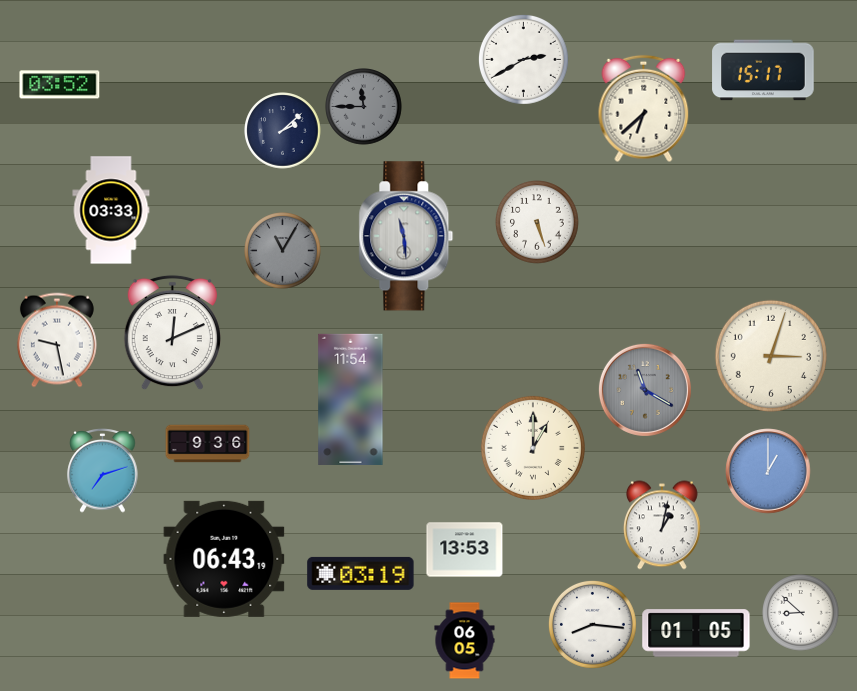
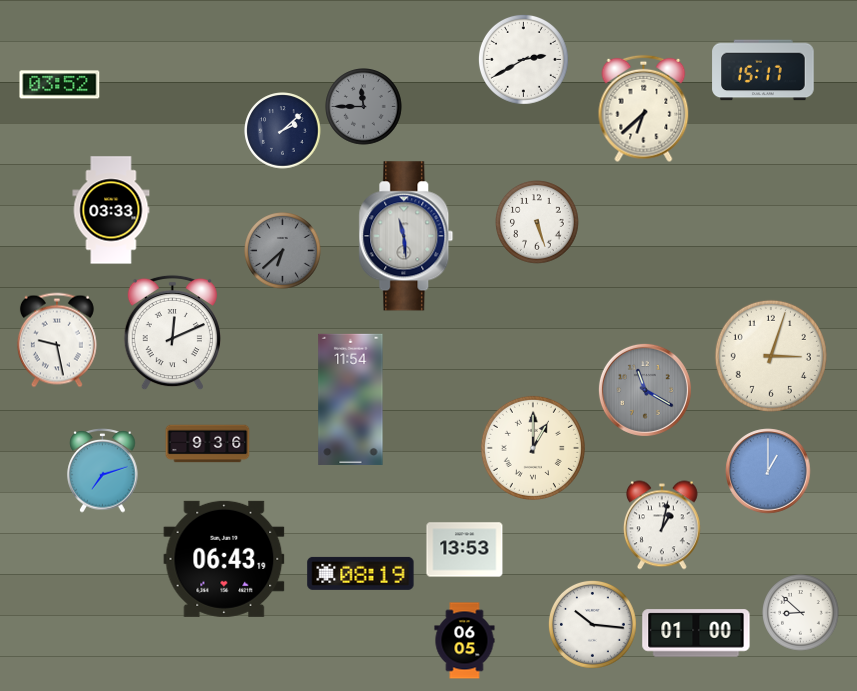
clock at (283, 251): 11:05 -> 6:38
clock at (361, 573): 03:19 -> 08:19
clock at (592, 624): 8:16 -> 10:16
clock at (696, 633): 01:05 -> 01:00
